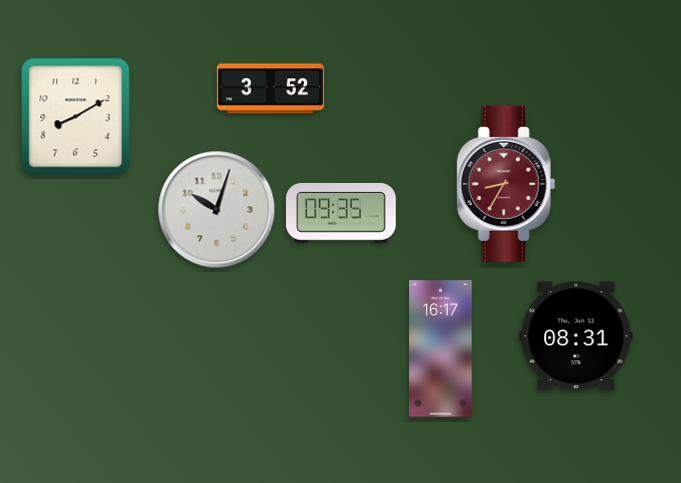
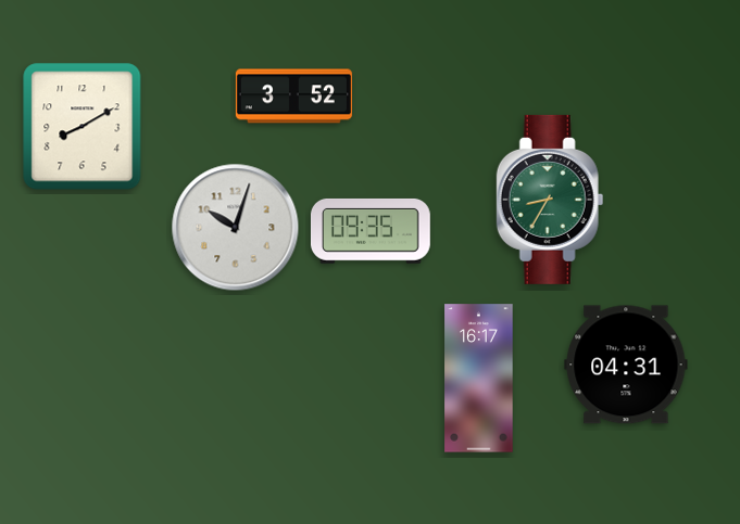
clock at (506, 184) dial: burgundy -> green
clock at (576, 336): 08:31 -> 04:31
